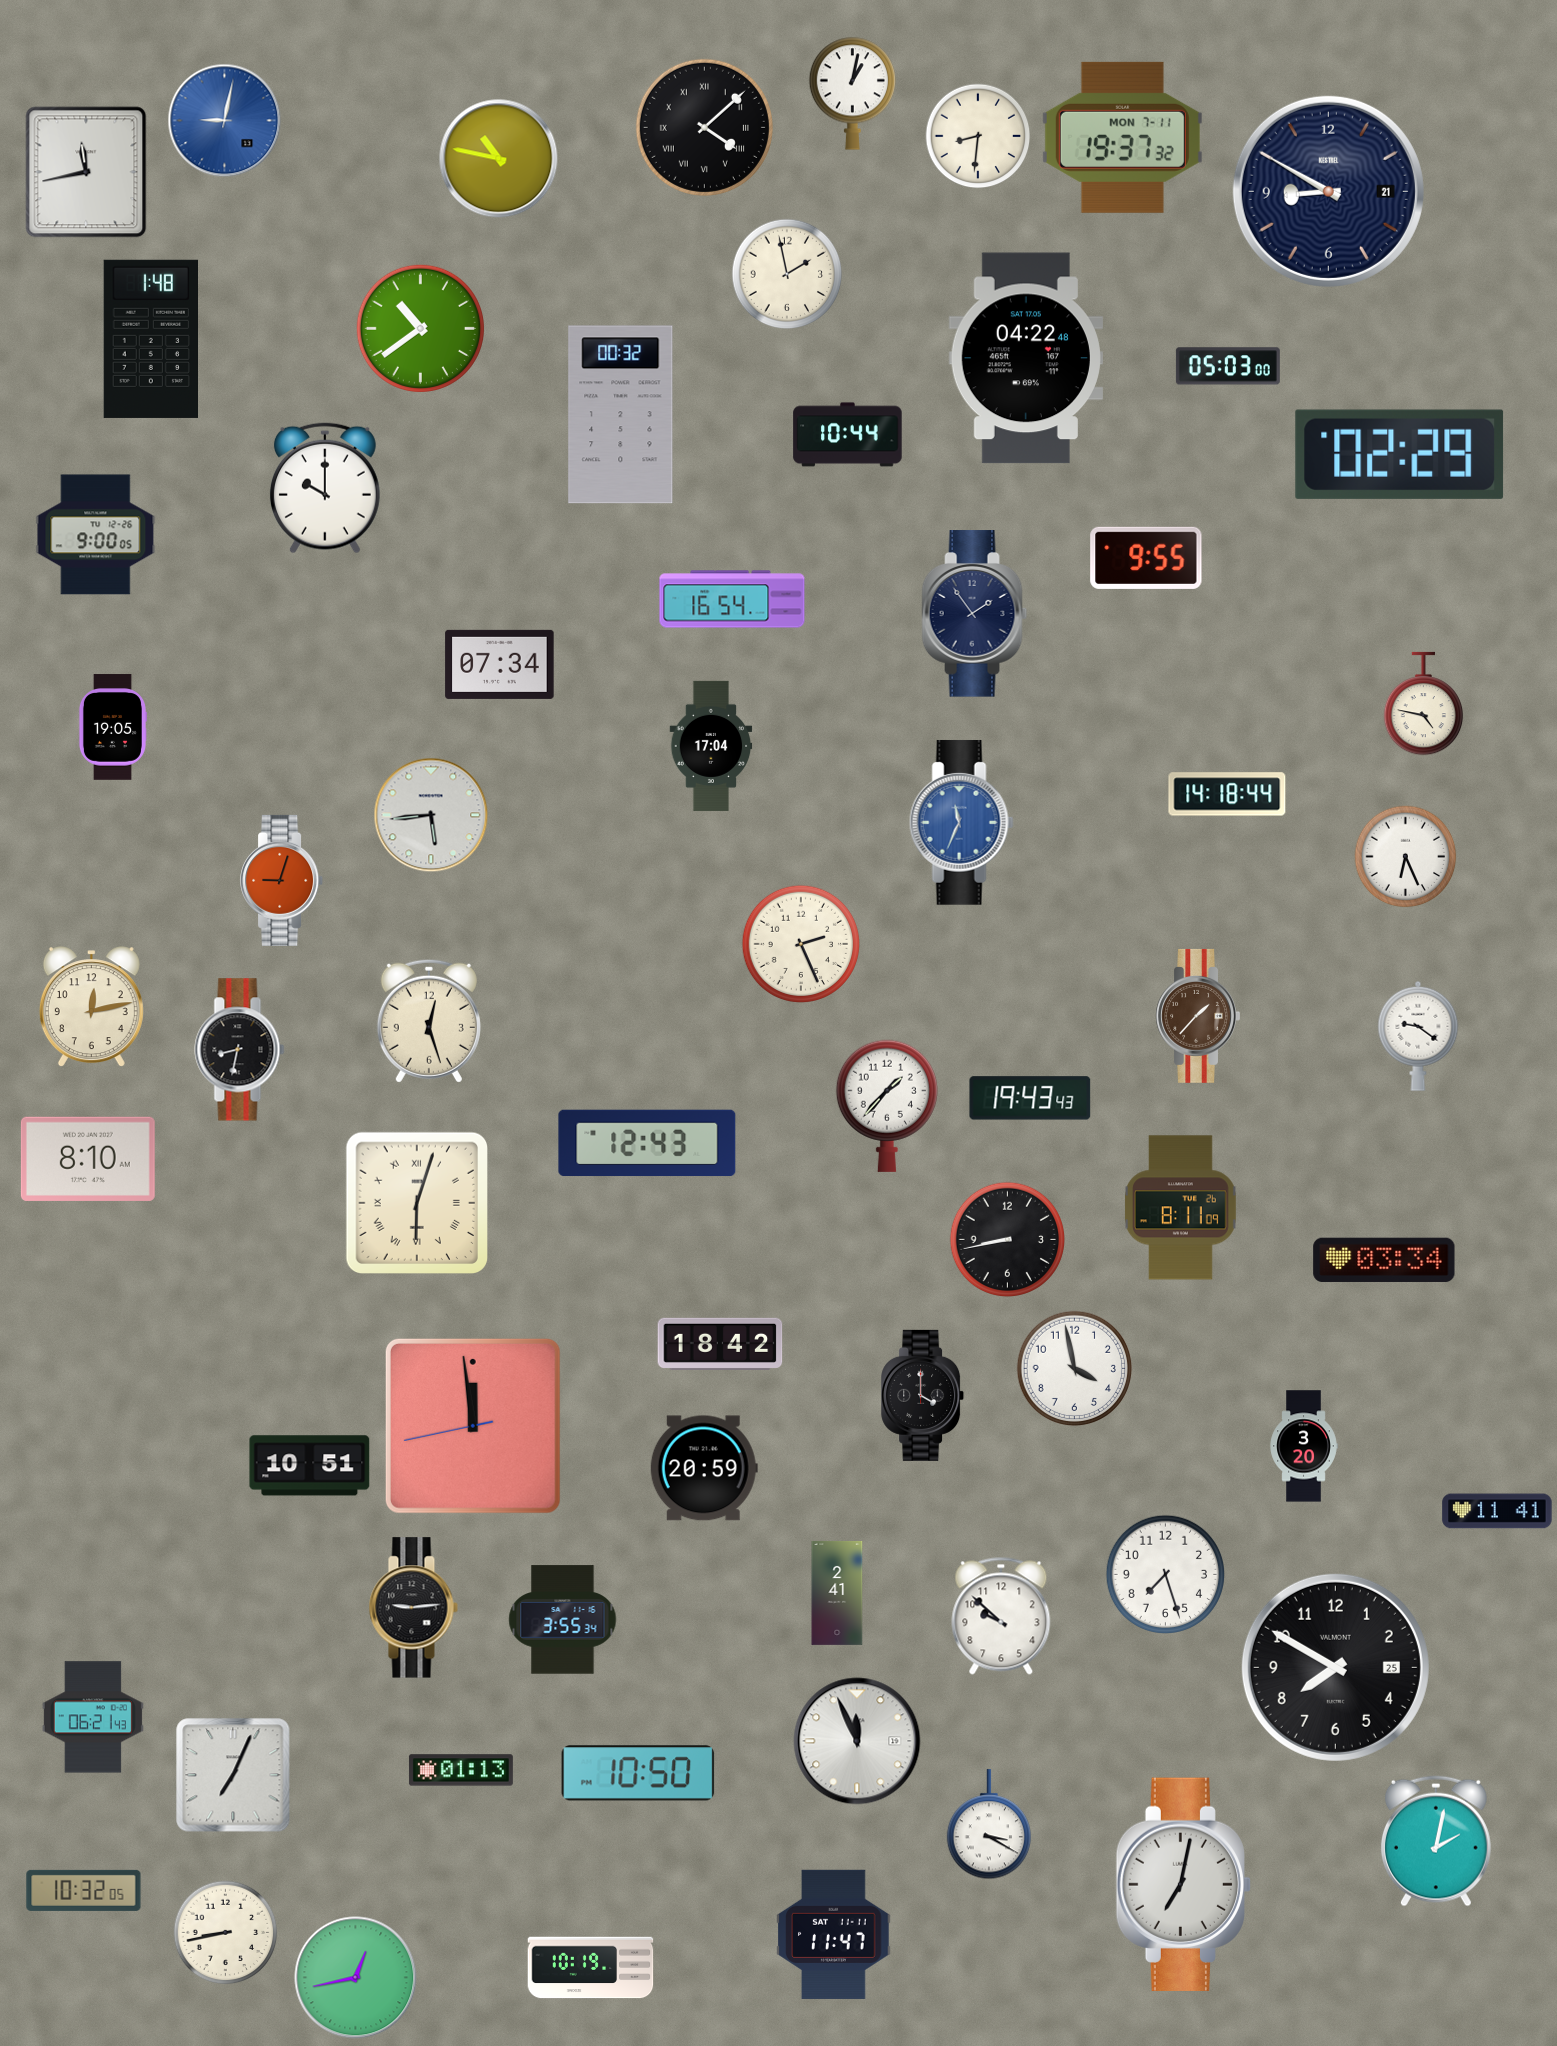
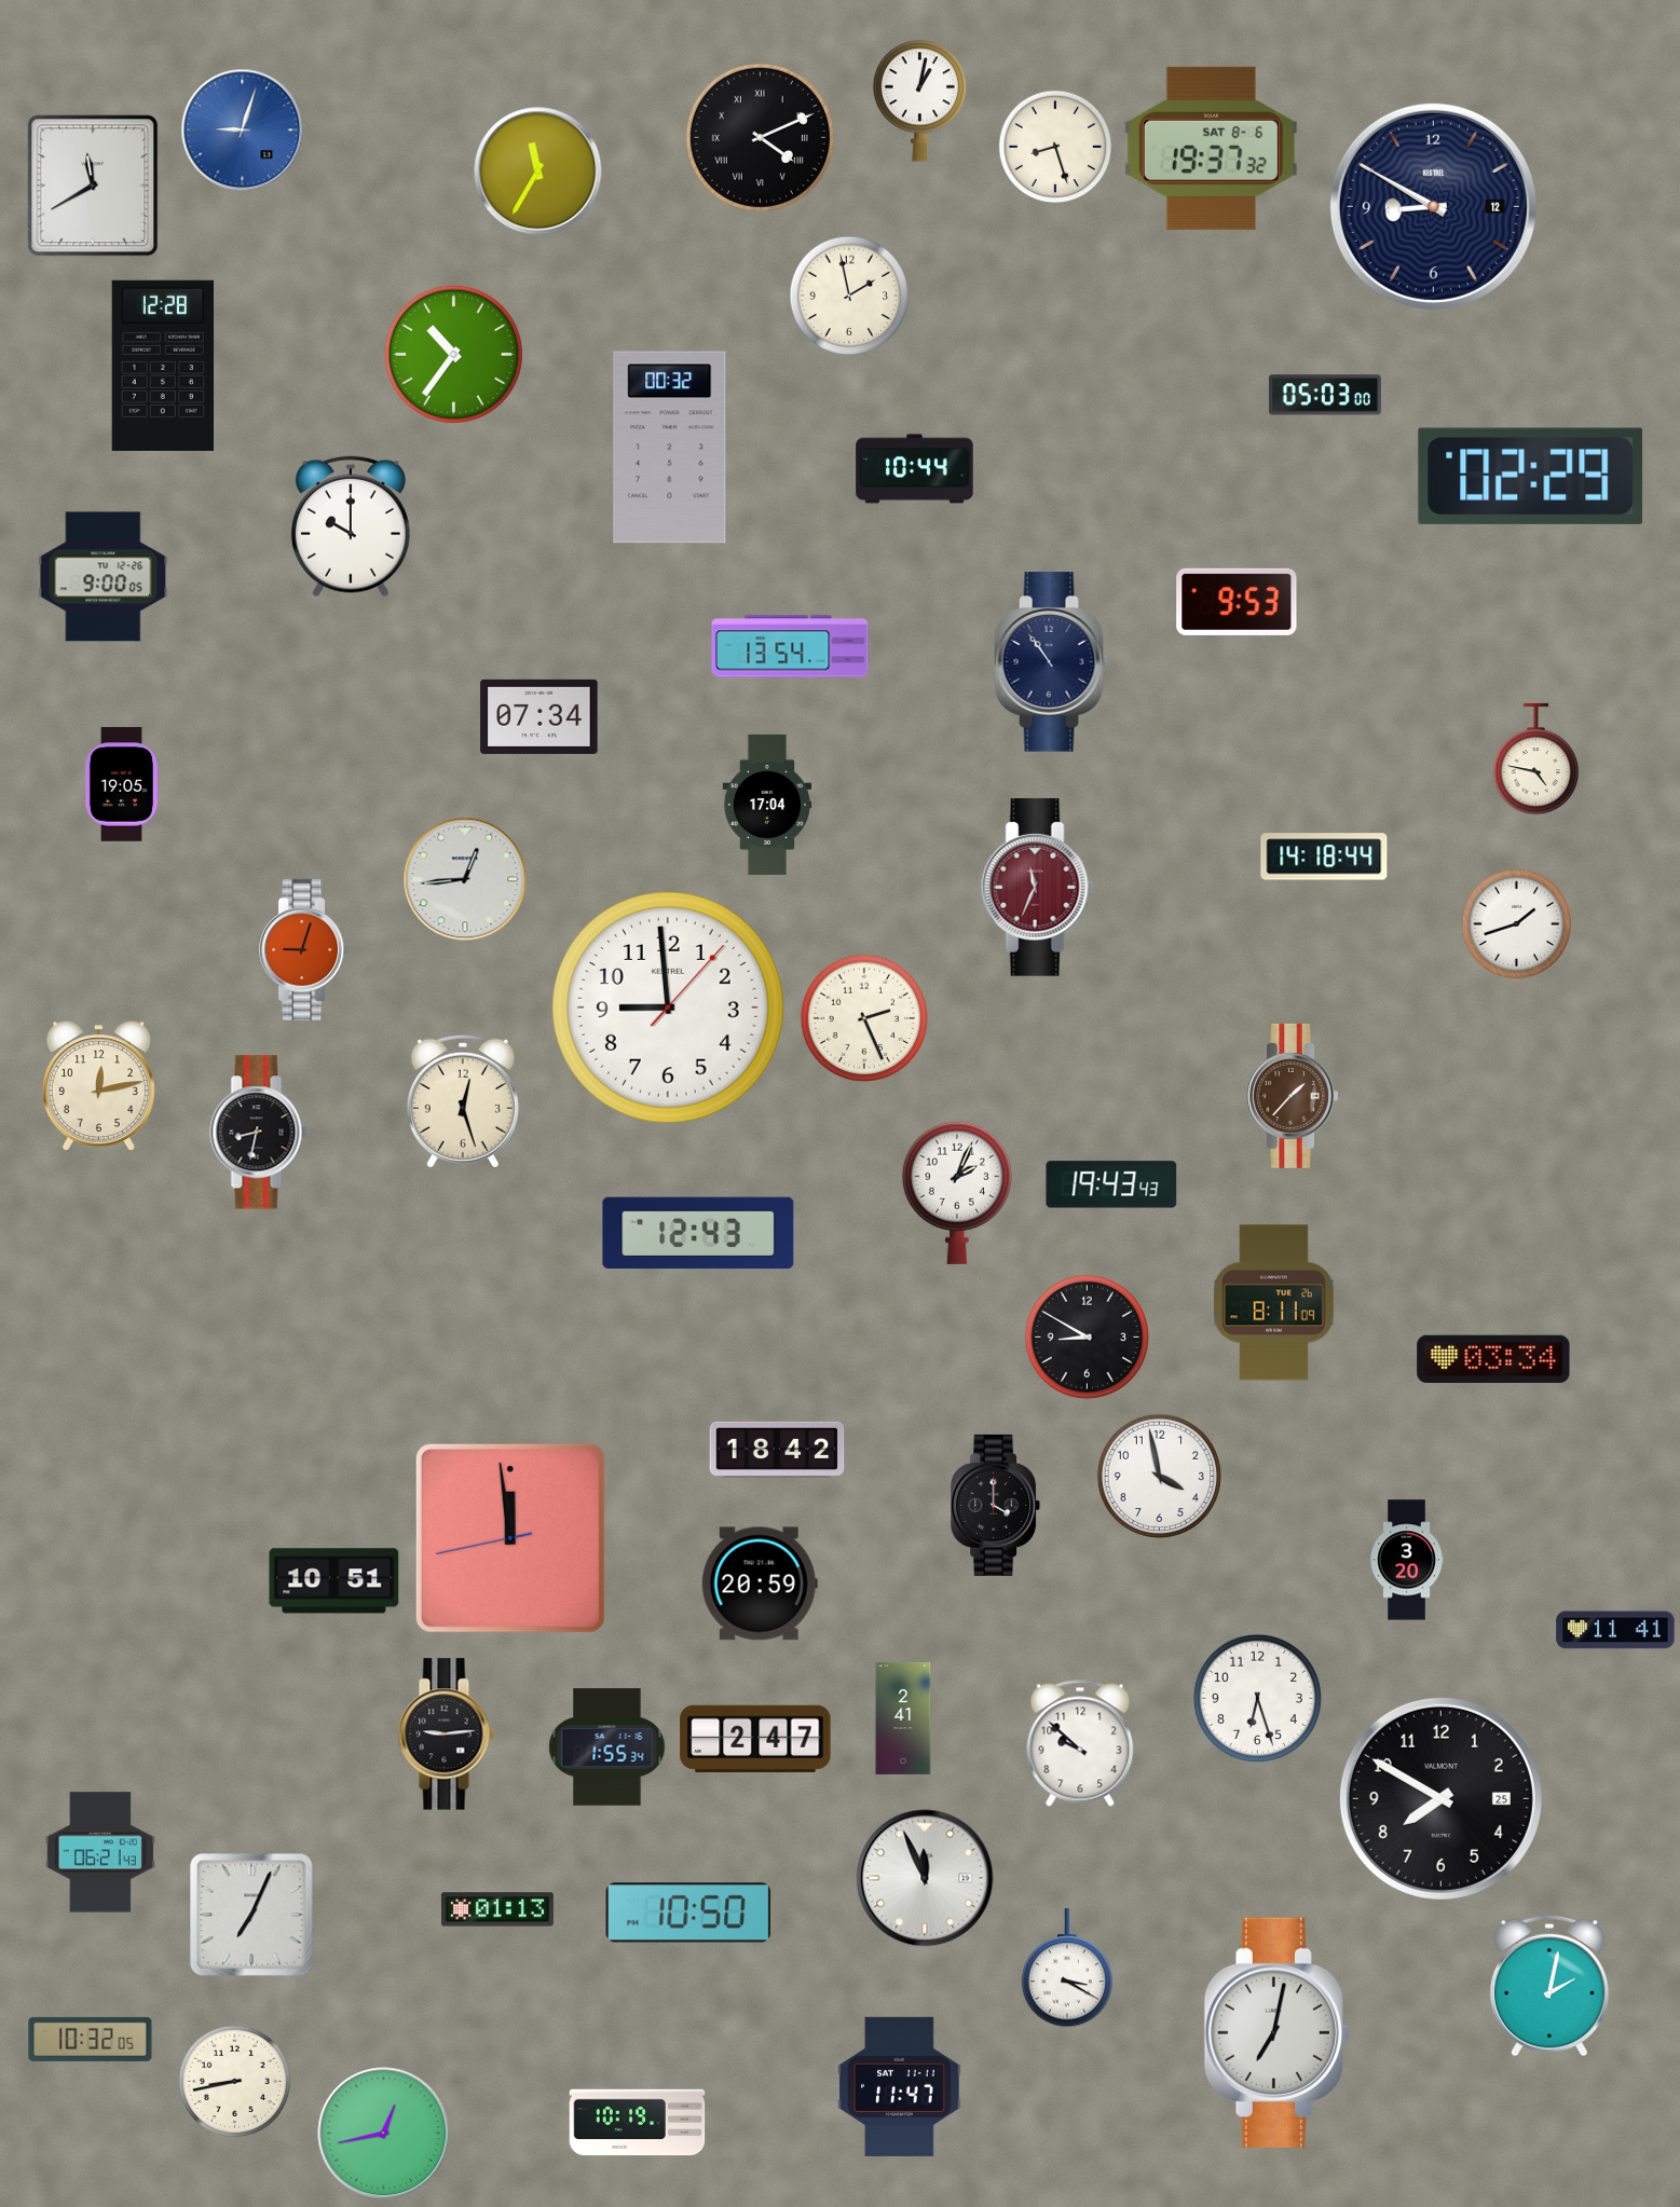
clock at (225, 121): 9:02 -> 9:03
clock at (704, 127): 4:08 -> 4:11
clock at (978, 136): 8:31 -> 8:27
clock at (1122, 137) date: MON 7-11 -> SAT 8-6
clock at (499, 159): 10:47 -> 11:35
clock at (86, 172): 11:43 -> 11:40
clock at (1328, 191) date: 21 -> 12
clock at (420, 328): 10:39 -> 10:36
clock at (150, 339): 1:48 -> 12:28
clock at (1026, 358): 04:22 -> none
clock at (1400, 454) position: (1400, 454) -> (1531, 476)
clock at (1146, 558): 9:55 -> 9:53
clock at (732, 599): 16:54 -> 13:54
clock at (975, 614): 1:54 -> 10:54
clock at (431, 815): 5:44 -> 12:44
clock at (961, 822) dial: blue -> burgundy
clock at (1406, 857): 6:26 -> 1:42
clock at (668, 1007): none -> 8:59
clock at (1418, 1036): 9:21 -> none
clock at (887, 1106): 1:37 -> 2:04
clock at (88, 1159): 8:10 -> none
clock at (416, 1202): 6:03 -> none
clock at (1008, 1240): 8:43 -> 8:50
clock at (1165, 1574): 7:27 -> 6:27
clock at (755, 1739): none -> 2:47
clock at (563, 1620): 3:55 -> 1:55
clock at (226, 1933) position: (226, 1933) -> (235, 2082)
